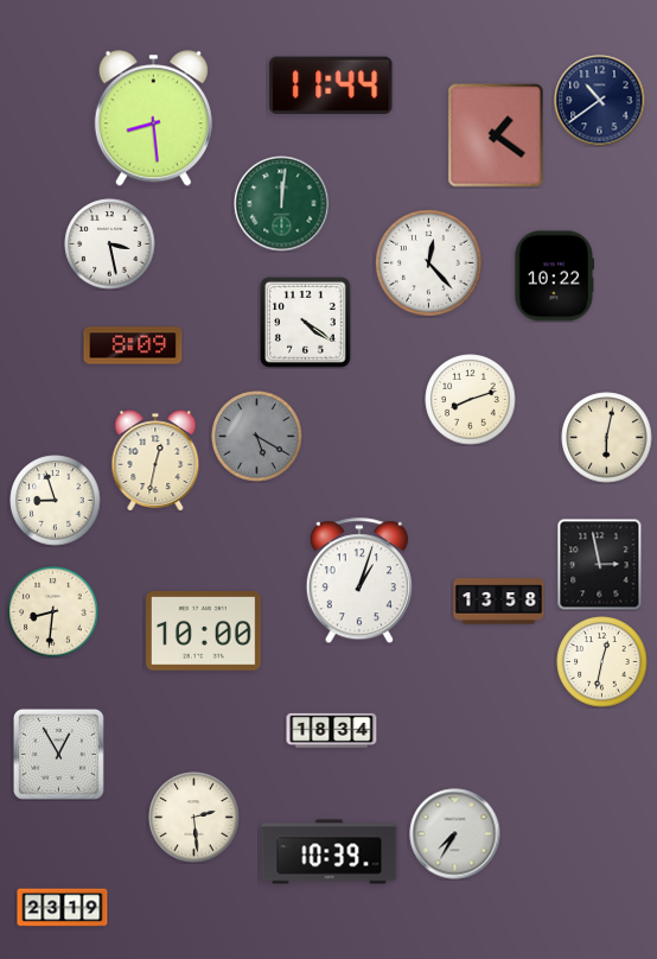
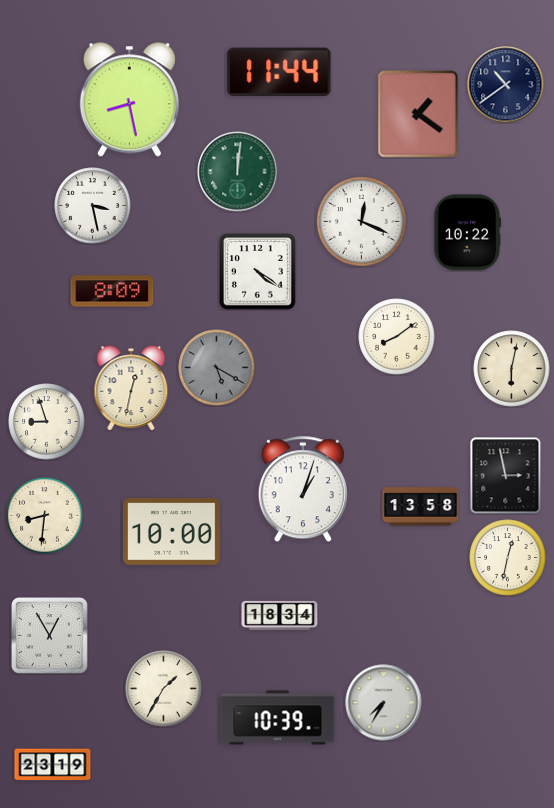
clock at (153, 119): 8:29 -> 8:28
clock at (429, 263): 12:23 -> 12:19
clock at (471, 400): 8:12 -> 8:09
clock at (194, 818): 2:29 -> 1:35
